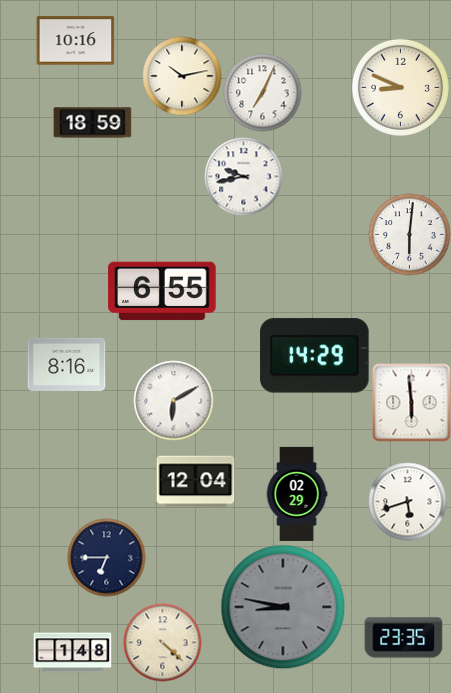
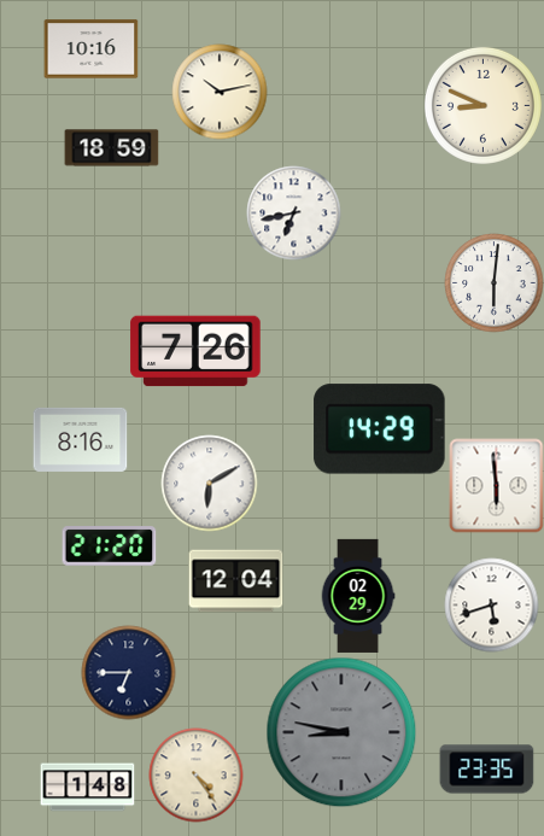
clock at (262, 92): 7:04 -> none
clock at (243, 176): 9:43 -> 6:43
clock at (162, 291): 6:55 -> 7:26
clock at (109, 546): none -> 21:20
clock at (162, 642): 4:22 -> 4:24
